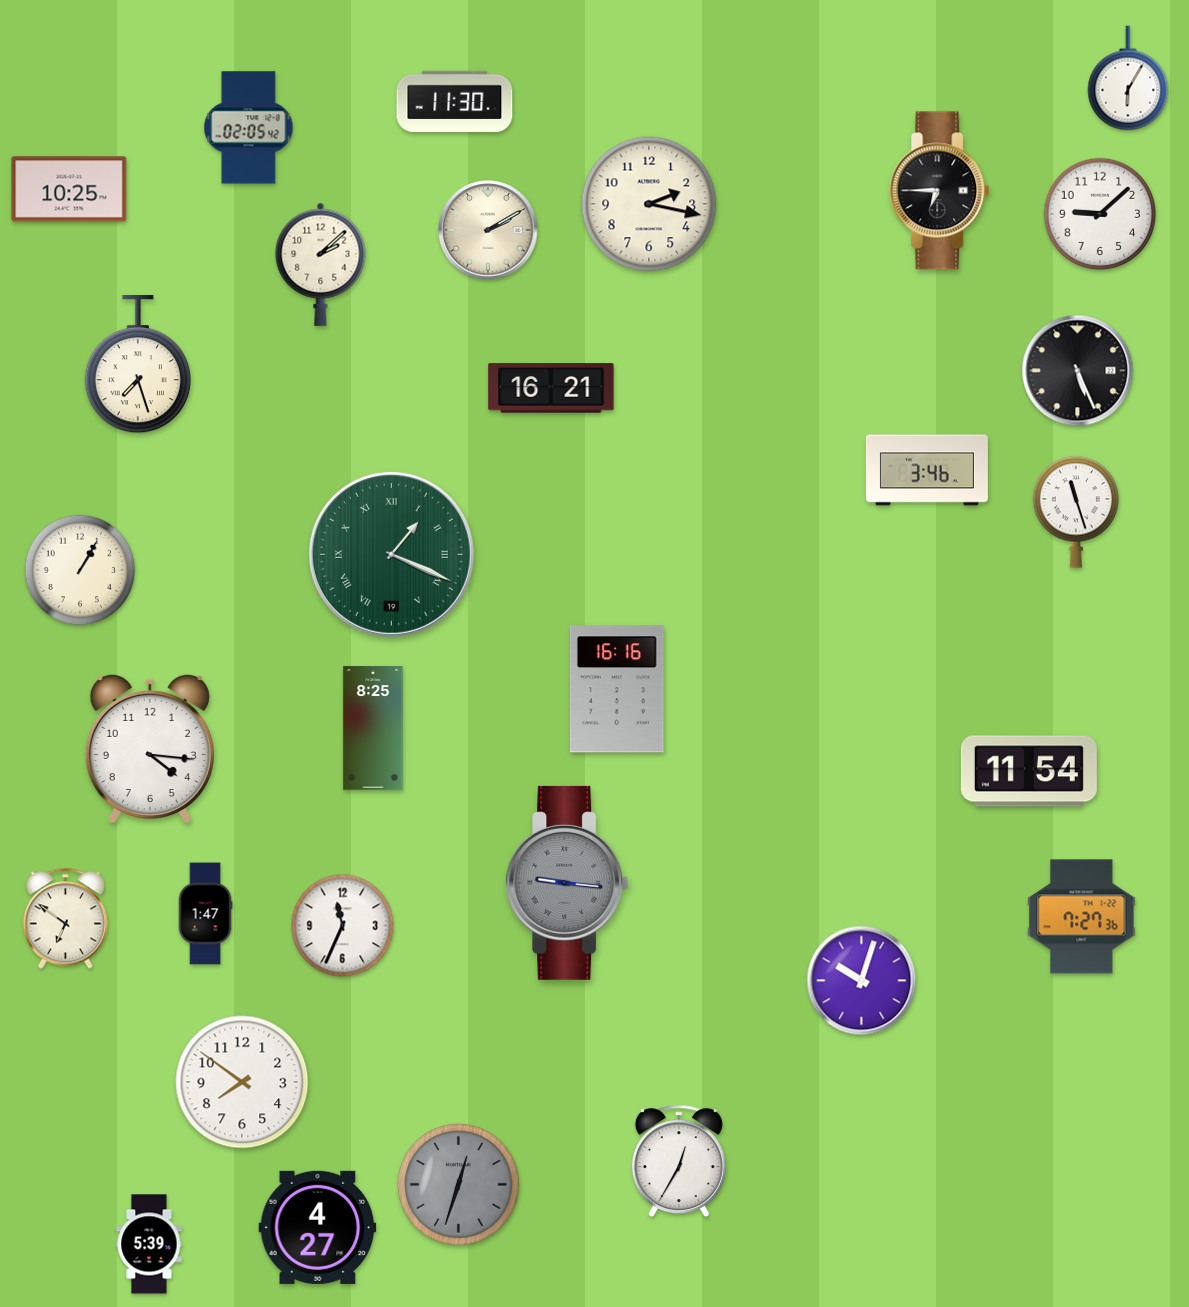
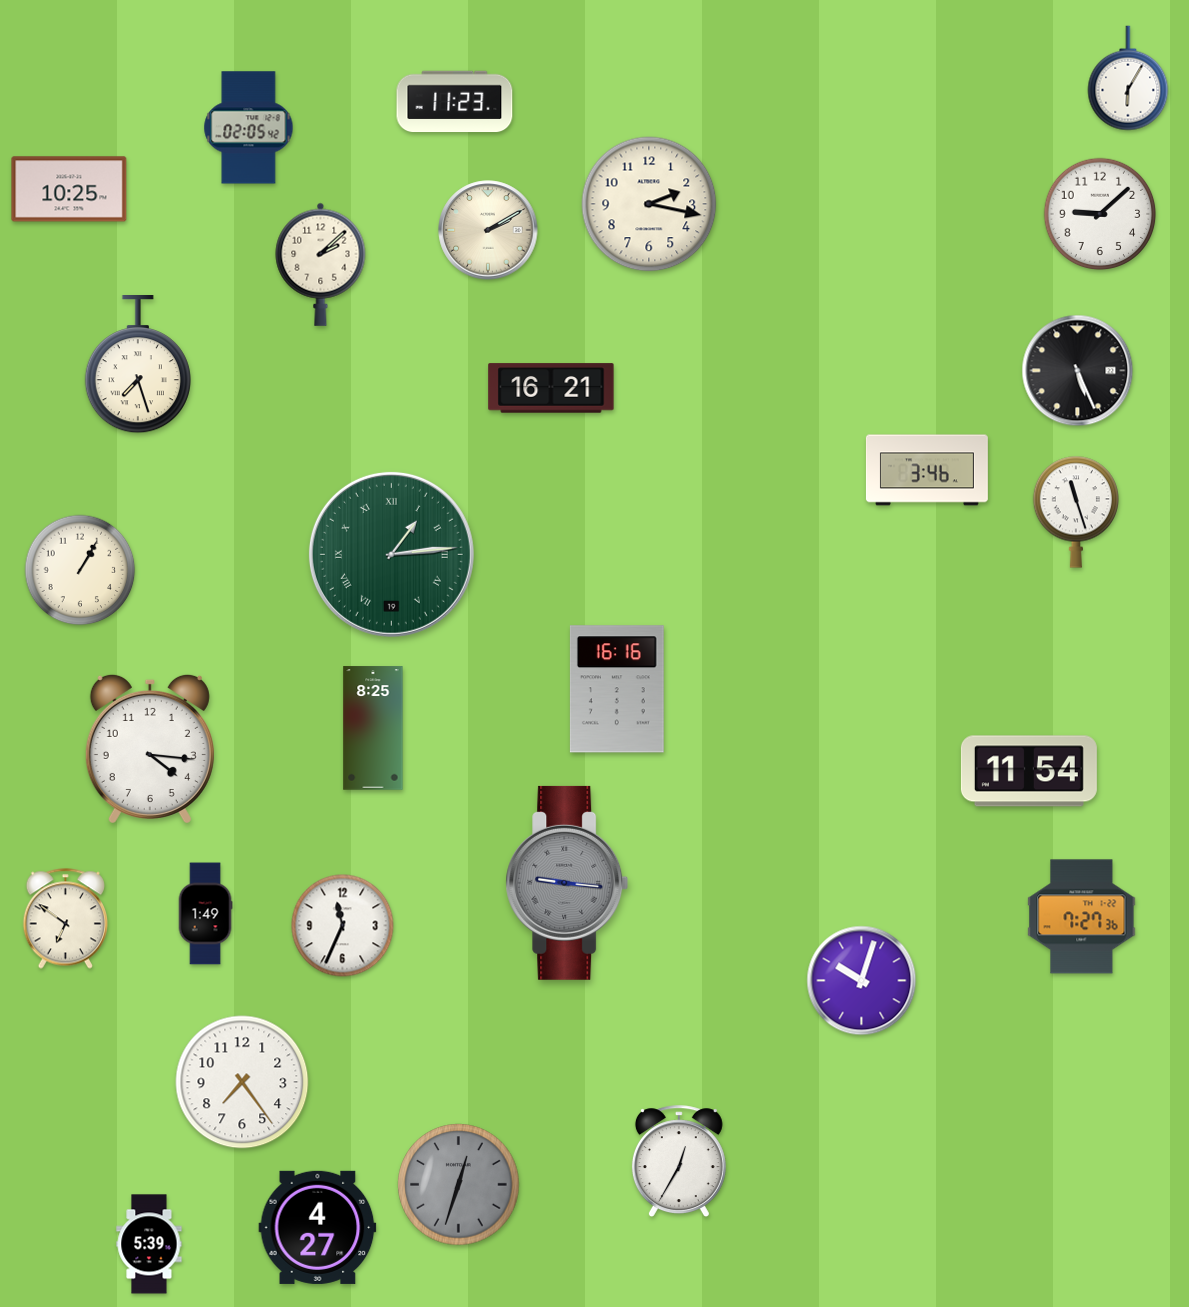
clock at (455, 102): 11:30 -> 11:23
clock at (940, 191): 6:45 -> none
clock at (391, 554): 1:19 -> 1:14
clock at (205, 914): 1:47 -> 1:49
clock at (242, 1082): 7:51 -> 7:24
